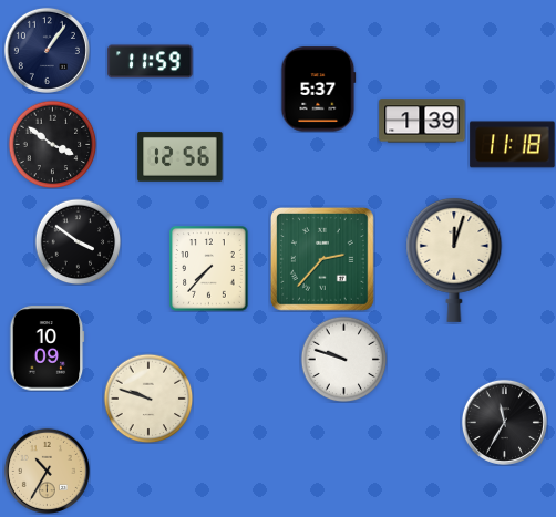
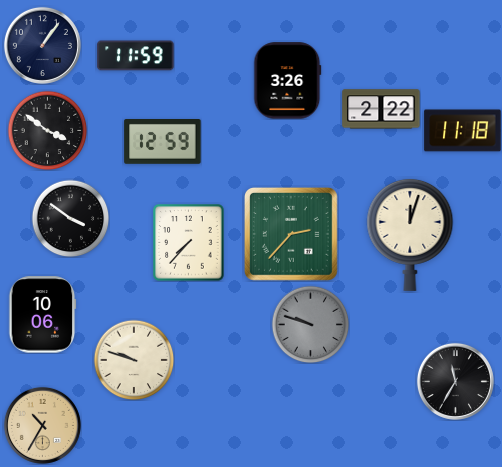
clock at (319, 90): 5:37 -> 3:26
clock at (422, 121): 1:39 -> 2:22
clock at (181, 157): 12:56 -> 12:59
clock at (48, 349): 10:09 -> 10:06
clock at (343, 359) dial: white -> grey
